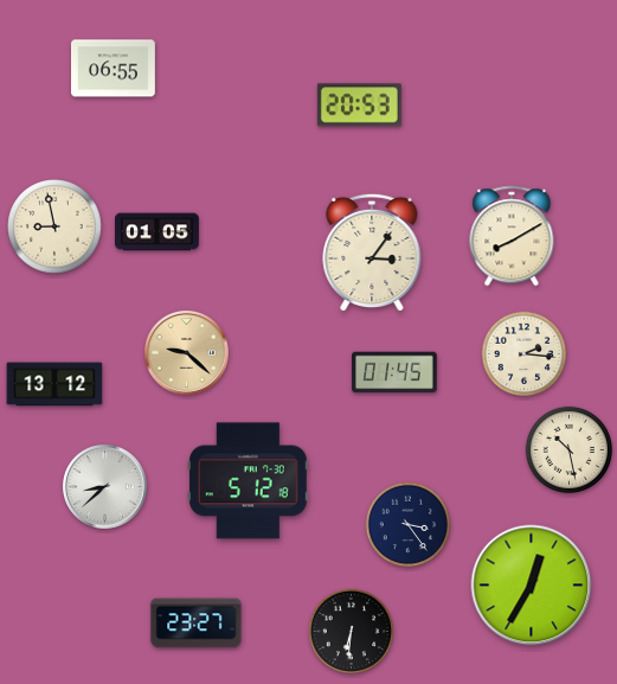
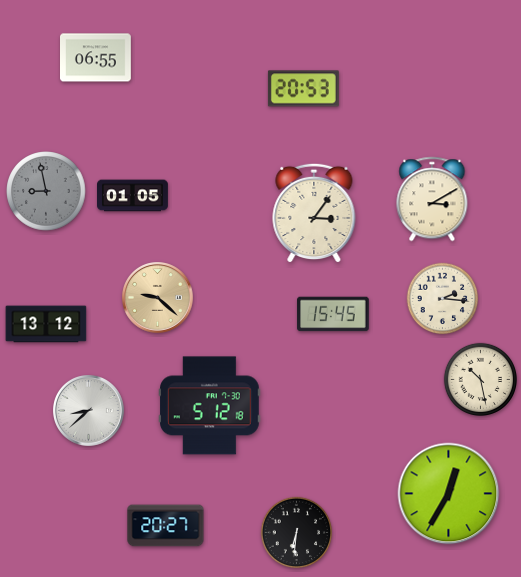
clock at (54, 226) dial: cream -> grey
clock at (512, 236): 8:10 -> 3:10
clock at (394, 372): 01:45 -> 15:45
clock at (409, 525): 3:24 -> none
clock at (197, 624): 23:27 -> 20:27
